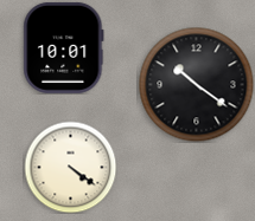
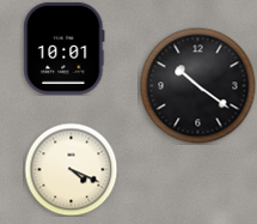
clock at (70, 167): 4:21 -> 4:19
